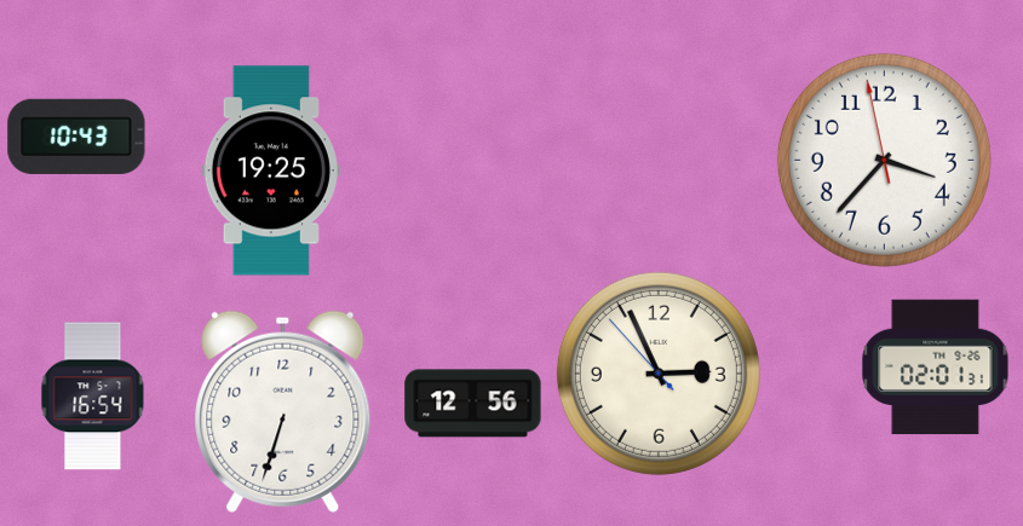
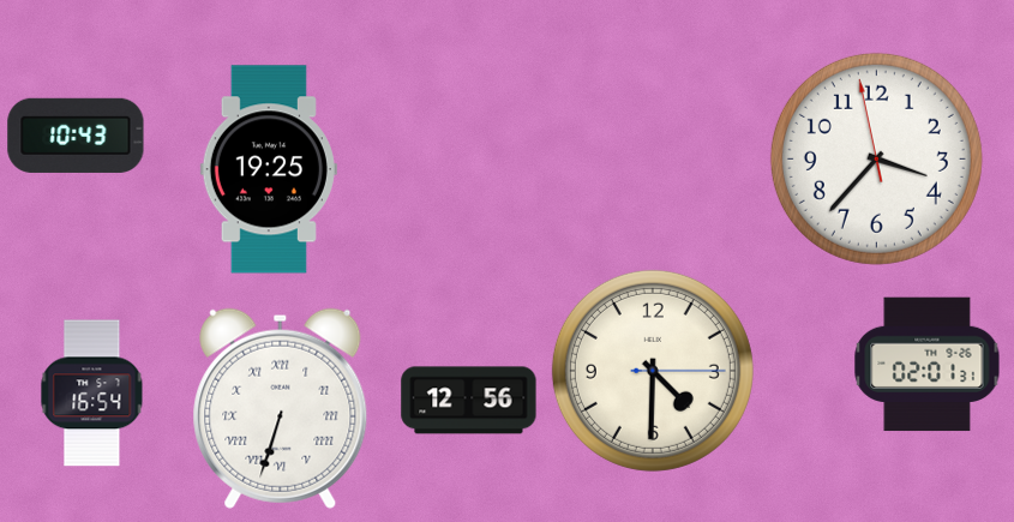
clock at (659, 374): 2:55 -> 4:30
clock at (283, 411) numerals: Arabic -> Roman
